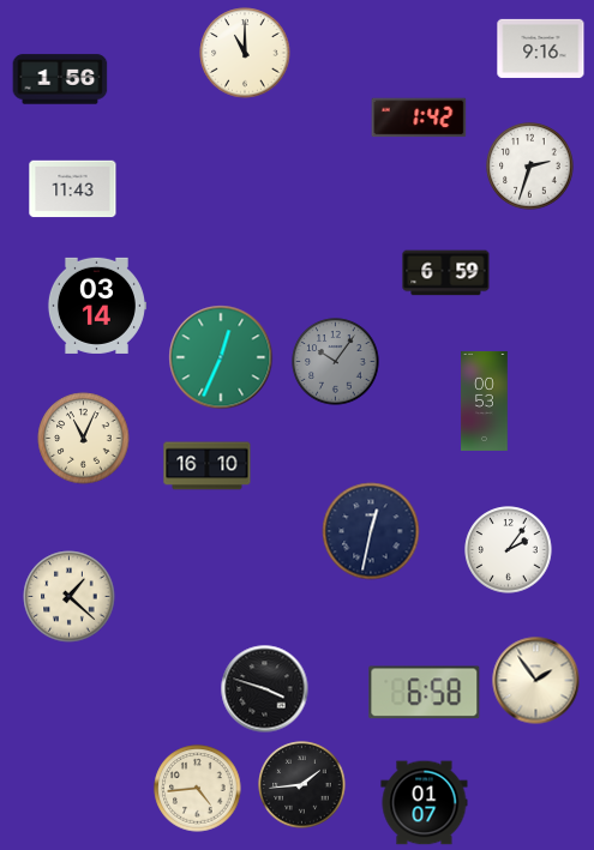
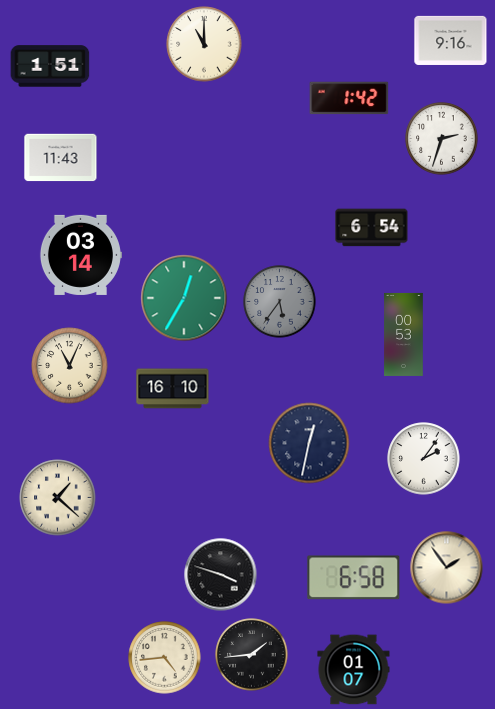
clock at (60, 79): 1:56 -> 1:51
clock at (446, 273): 6:59 -> 6:54
clock at (221, 357): 12:34 -> 12:35
clock at (336, 362): 10:06 -> 5:36
